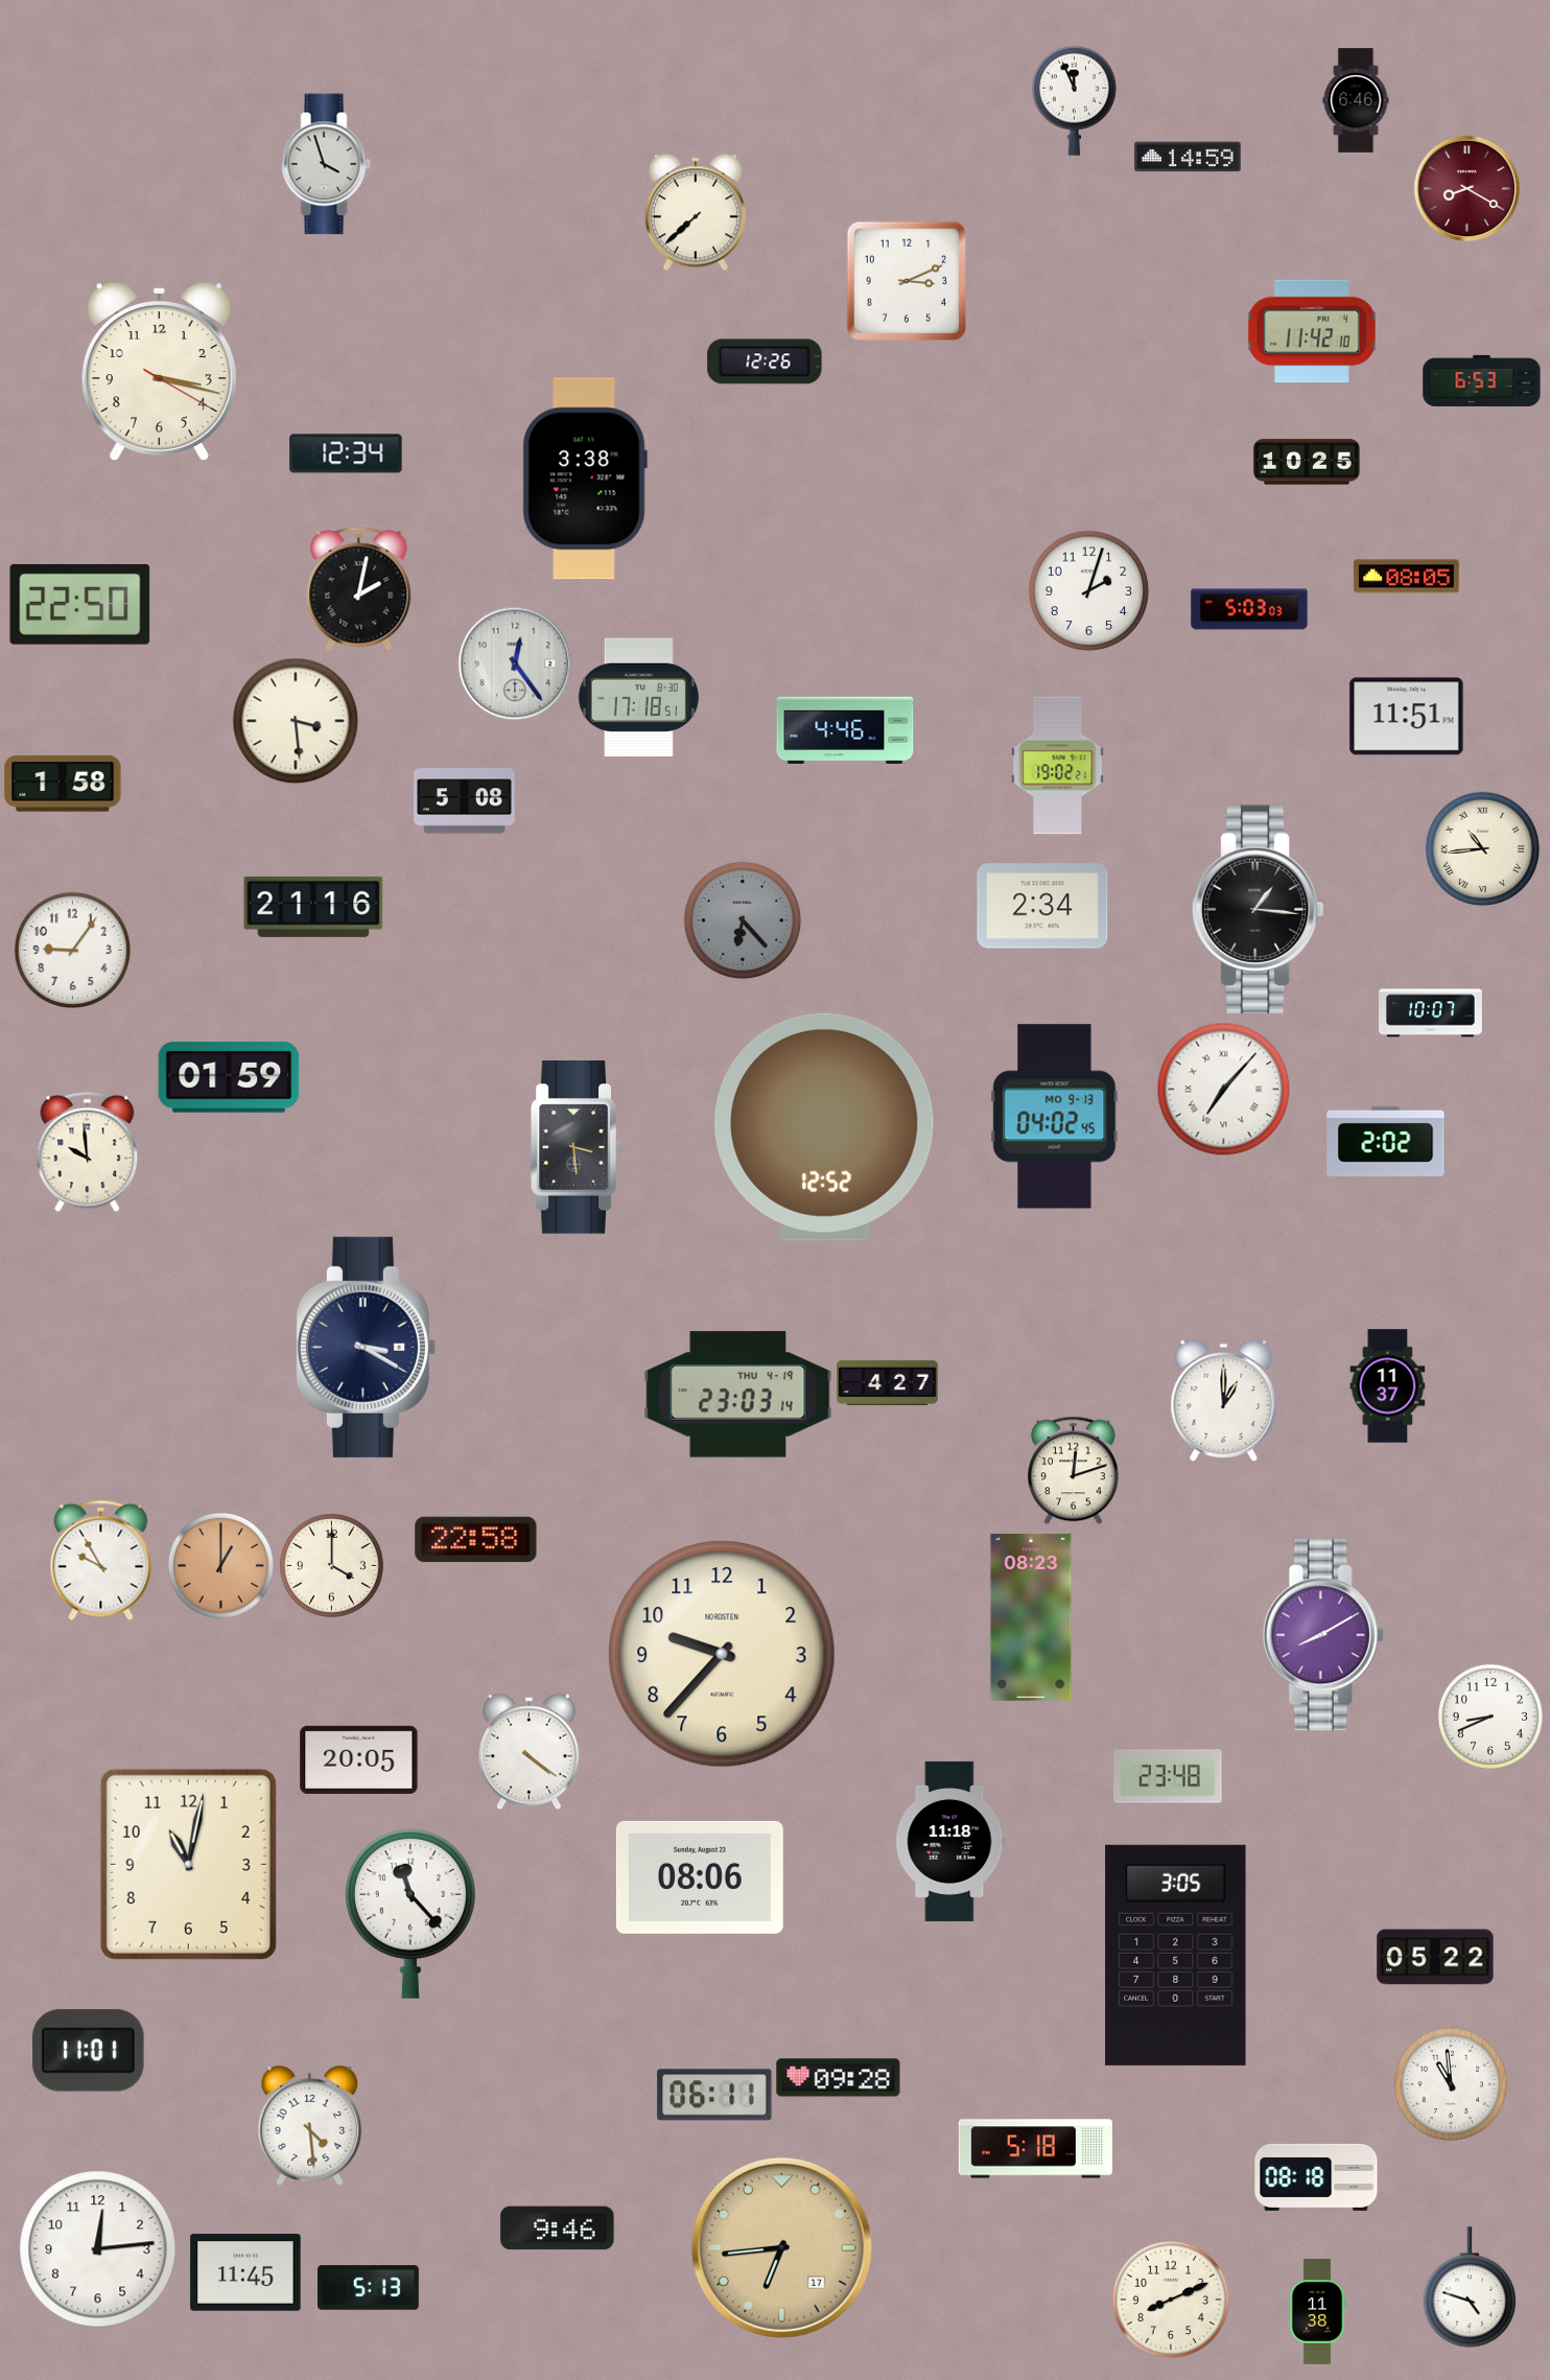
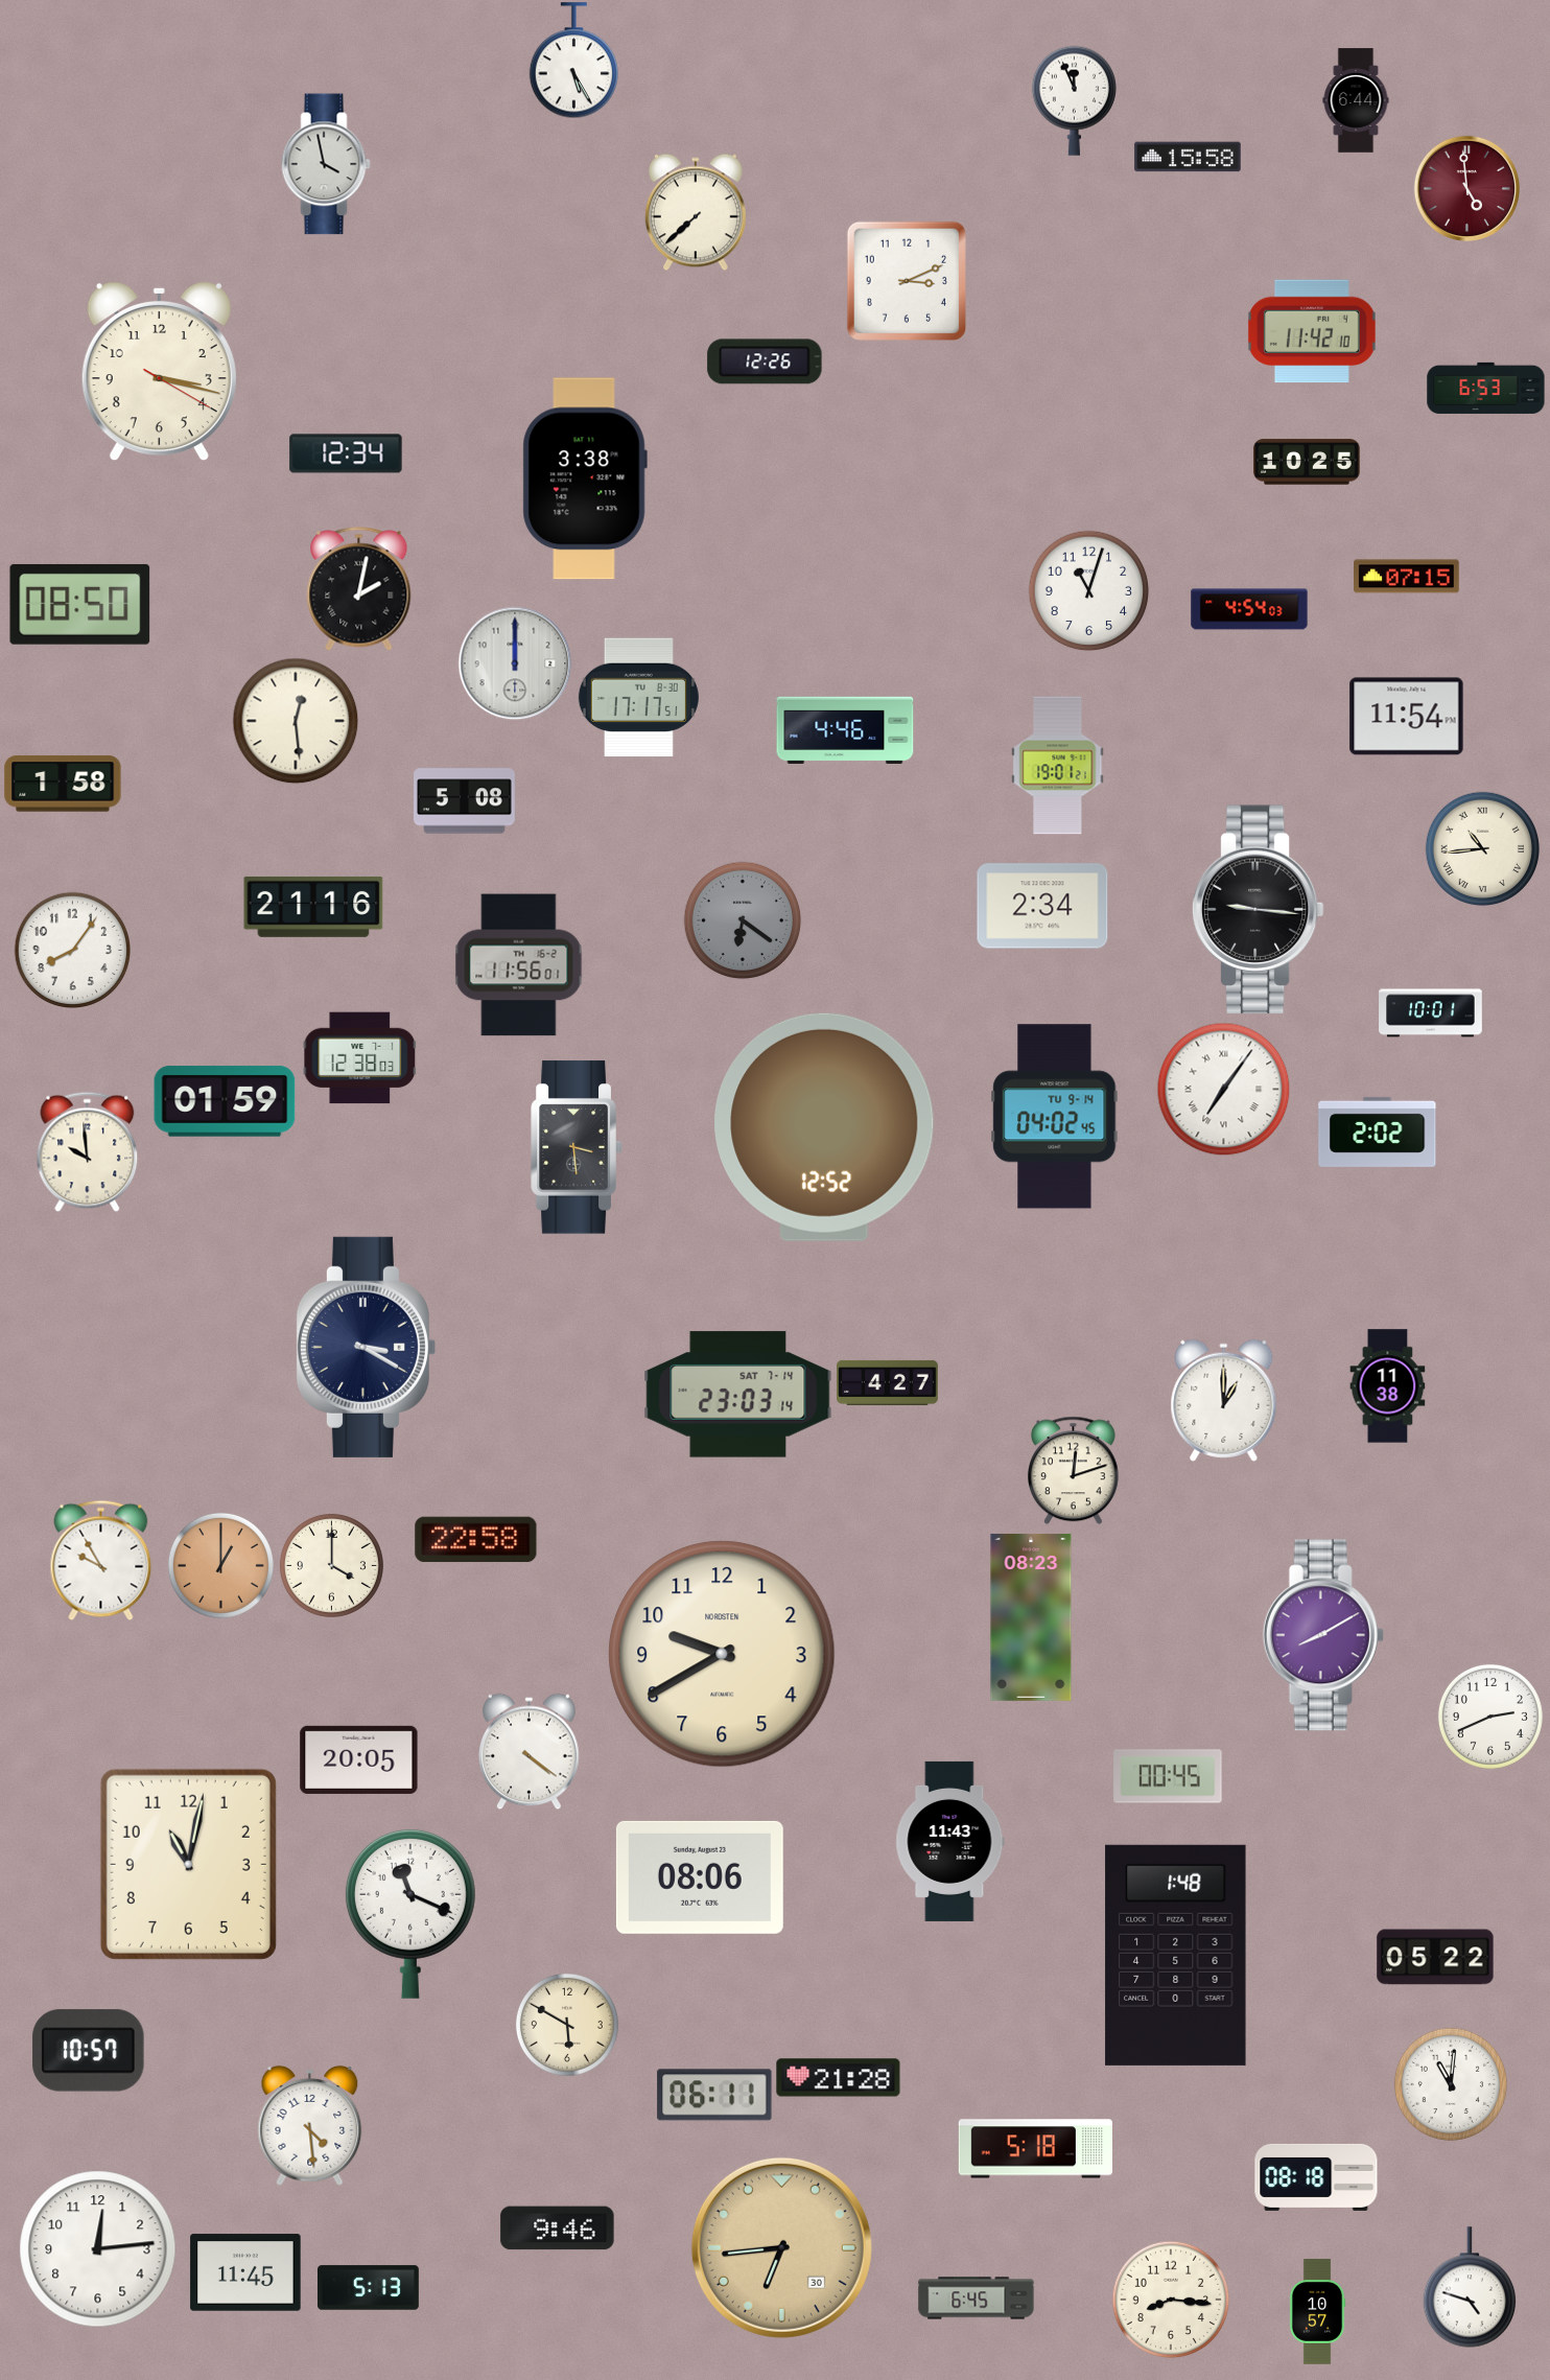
clock at (573, 61): none -> 5:25
clock at (1356, 100): 6:46 -> 6:44
clock at (1188, 157): 14:59 -> 15:58
clock at (326, 164): 3:57 -> 3:58
clock at (1466, 188): 8:20 -> 4:59
clock at (1482, 380) position: (1482, 380) -> (1486, 388)
clock at (1407, 577): 08:05 -> 07:15
clock at (1088, 590): 2:03 -> 11:03
clock at (80, 604): 22:50 -> 08:50
clock at (1249, 609): 5:03 -> 4:54
clock at (515, 663): 12:24 -> 12:00
clock at (638, 698): 17:18 -> 17:17
clock at (1407, 717): 11:51 -> 11:54
clock at (296, 721): 3:29 -> 12:29
clock at (1058, 766): 19:02 -> 19:01
clock at (1258, 910): 1:16 -> 9:16
clock at (743, 920): 6:23 -> 6:21
clock at (72, 950): 9:06 -> 8:06
clock at (519, 965): none -> 11:56
clock at (1431, 1013): 10:07 -> 10:01
clock at (359, 1058): none -> 12:38
clock at (229, 1077) position: (229, 1077) -> (225, 1101)
clock at (1223, 1089): 7:07 -> 7:06
clock at (1055, 1117) date: MO 9-13 -> TU 9-14
clock at (1386, 1141) position: (1386, 1141) -> (1378, 1131)
clock at (1388, 1386): 11:37 -> 11:38
clock at (738, 1395) date: THU 4-19 -> SAT 7-14
clock at (722, 1654): 9:37 -> 9:40
clock at (1490, 1717): 8:41 -> 2:41
clock at (1168, 1776): 23:48 -> 00:45
clock at (950, 1841): 11:18 -> 11:43
clock at (410, 1914): 11:23 -> 11:19
clock at (1176, 1955): 3:05 -> 1:48
clock at (567, 2025): none -> 5:50
clock at (89, 2051): 11:01 -> 10:57
clock at (839, 2078): 09:28 -> 21:28
clock at (1451, 2084): 10:59 -> 11:01
clock at (781, 2247) date: 17 -> 30
clock at (977, 2299): none -> 6:45
clock at (1171, 2300): 8:11 -> 8:16
clock at (1317, 2312): 11:38 -> 10:57
